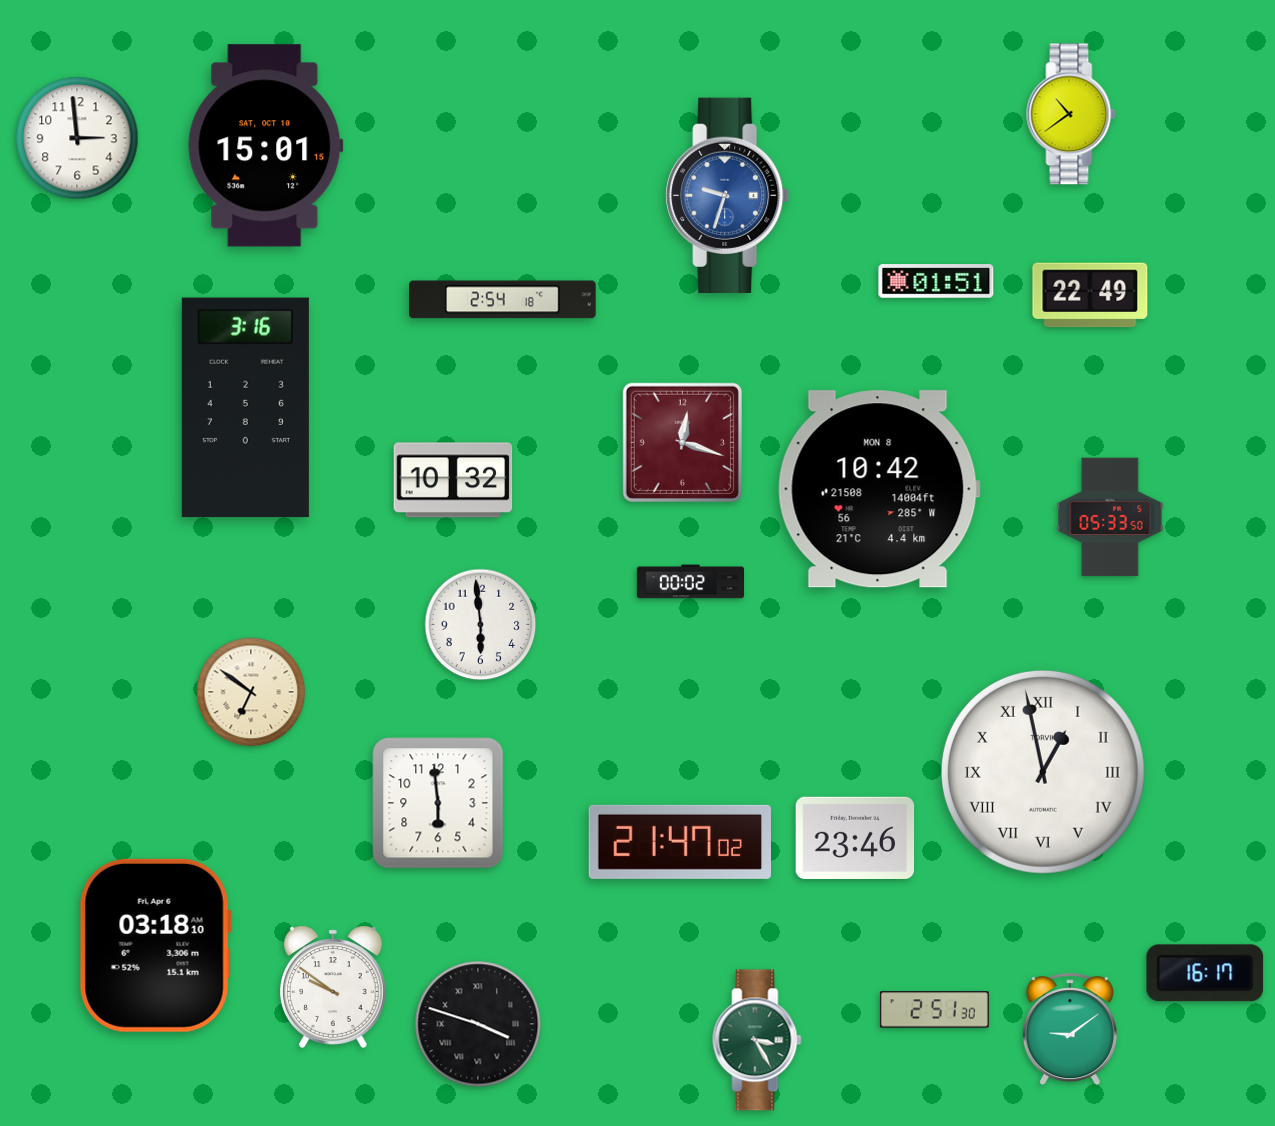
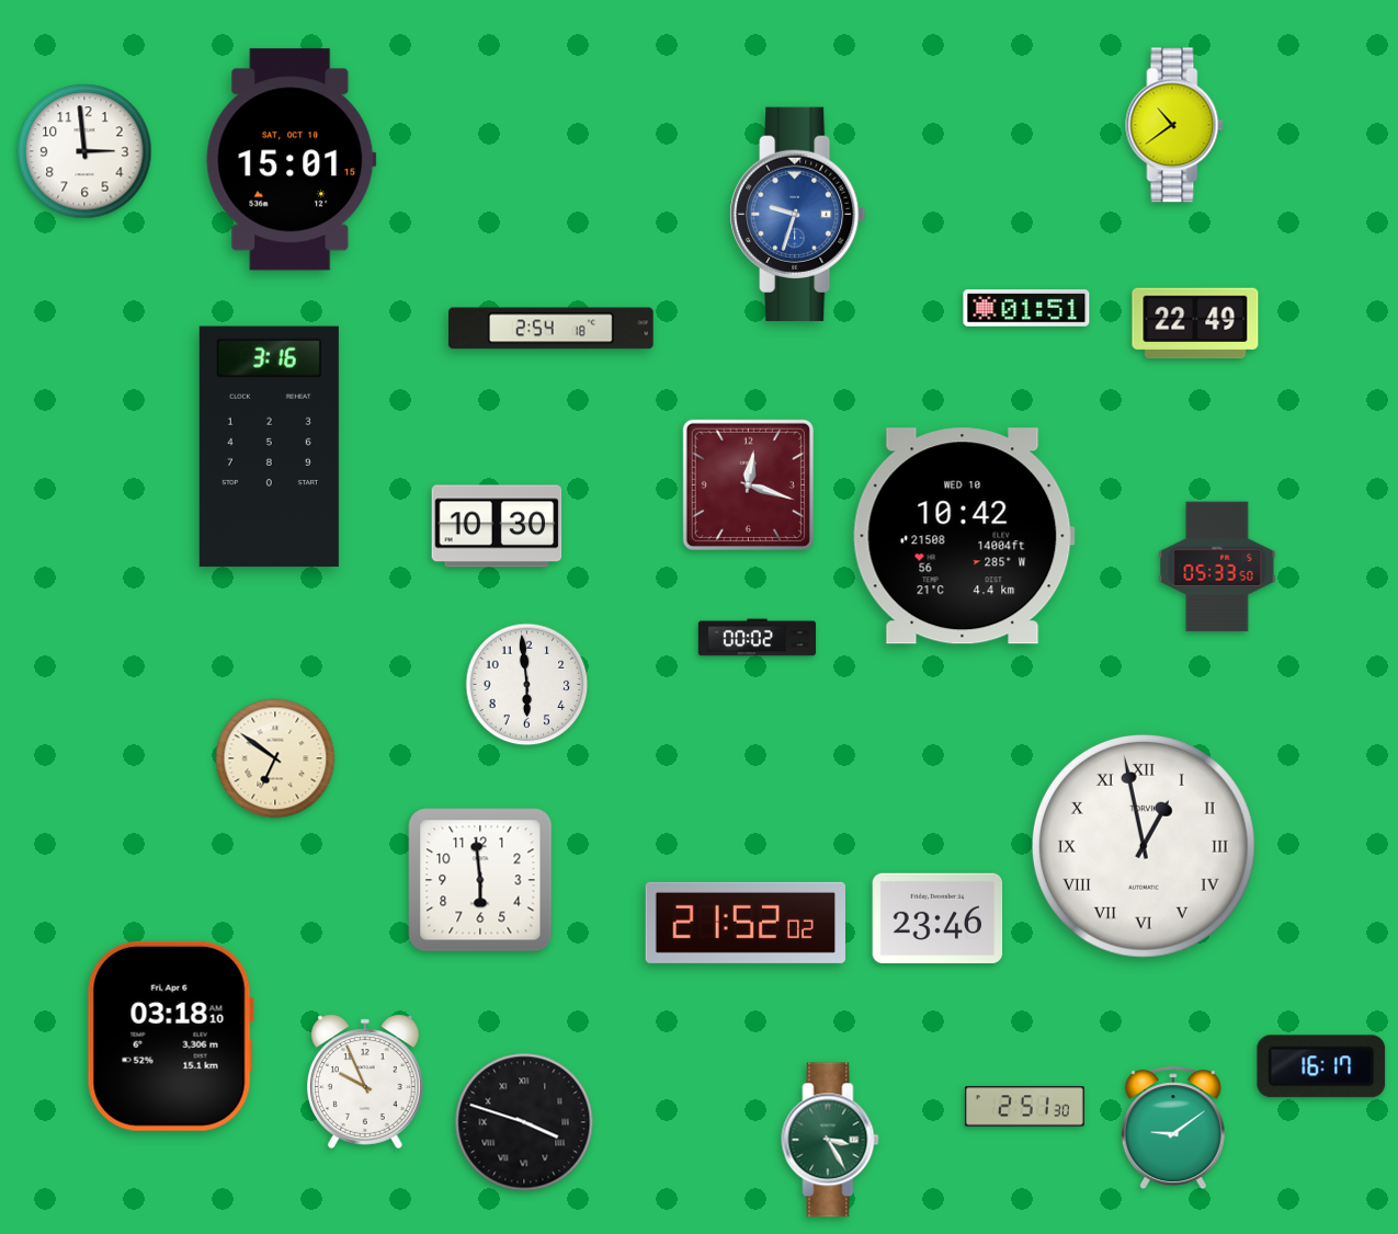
clock at (453, 480): 10:32 -> 10:30
clock at (879, 489) date: MON 8 -> WED 10
clock at (679, 842): 21:47 -> 21:52
clock at (334, 987): 9:51 -> 9:56
